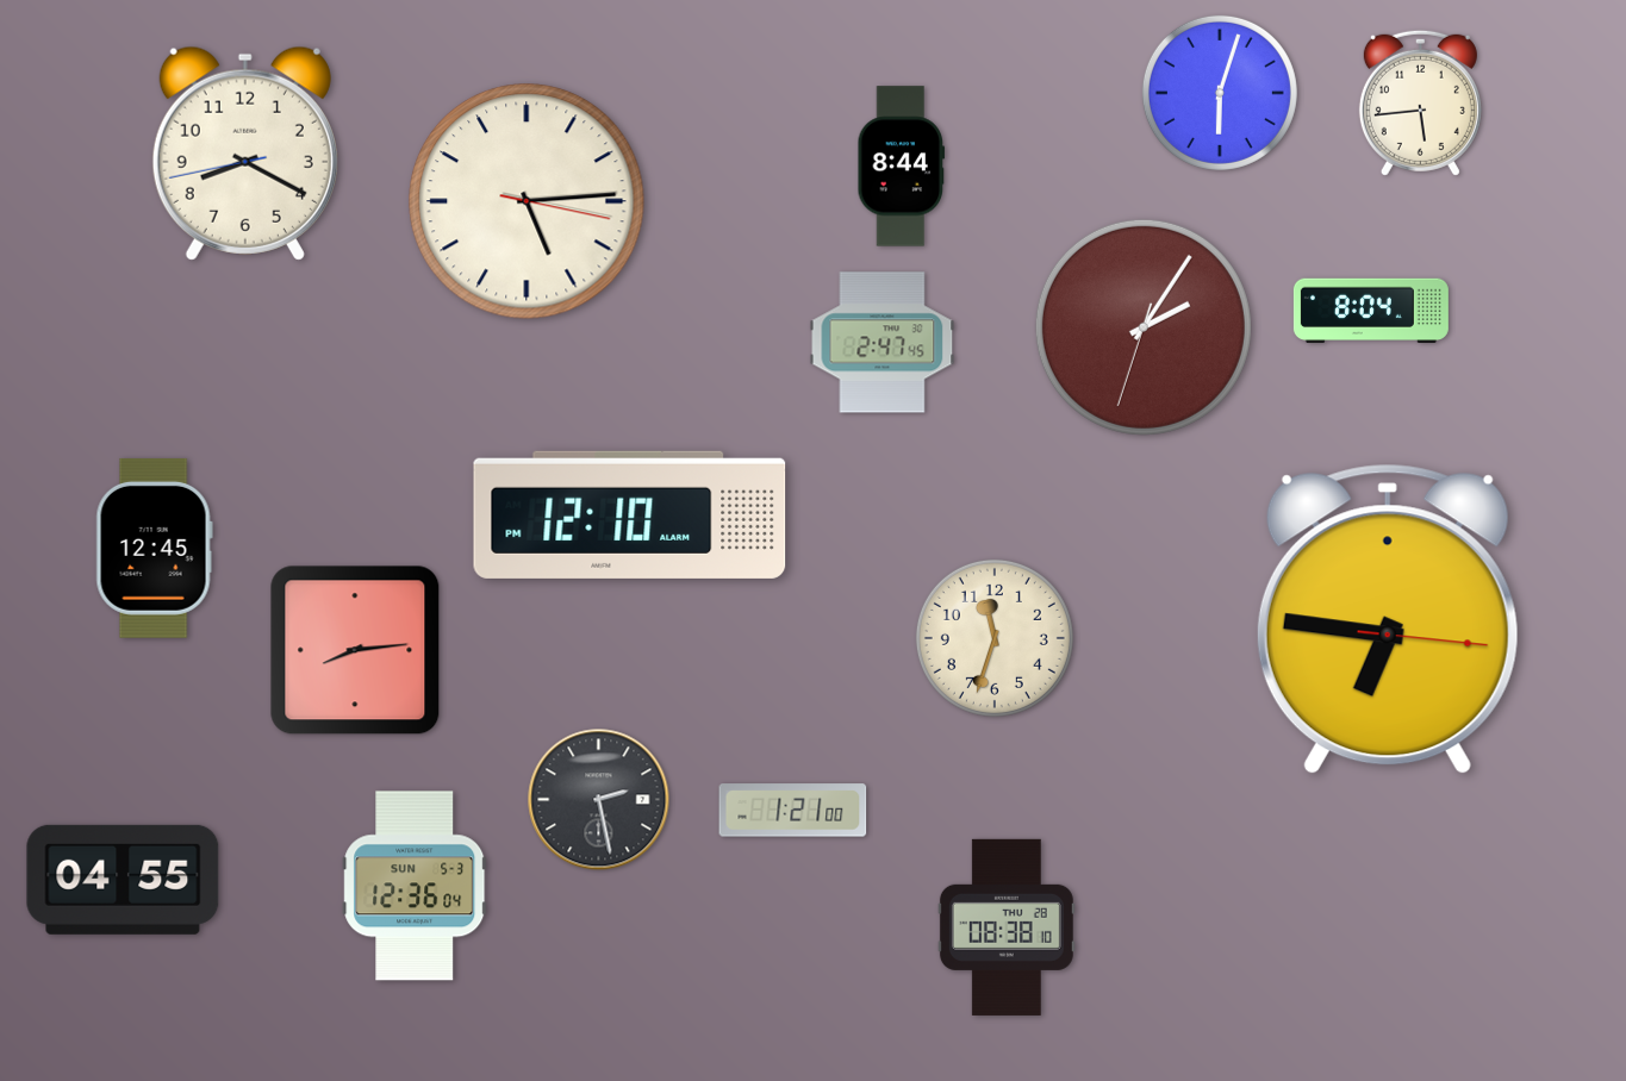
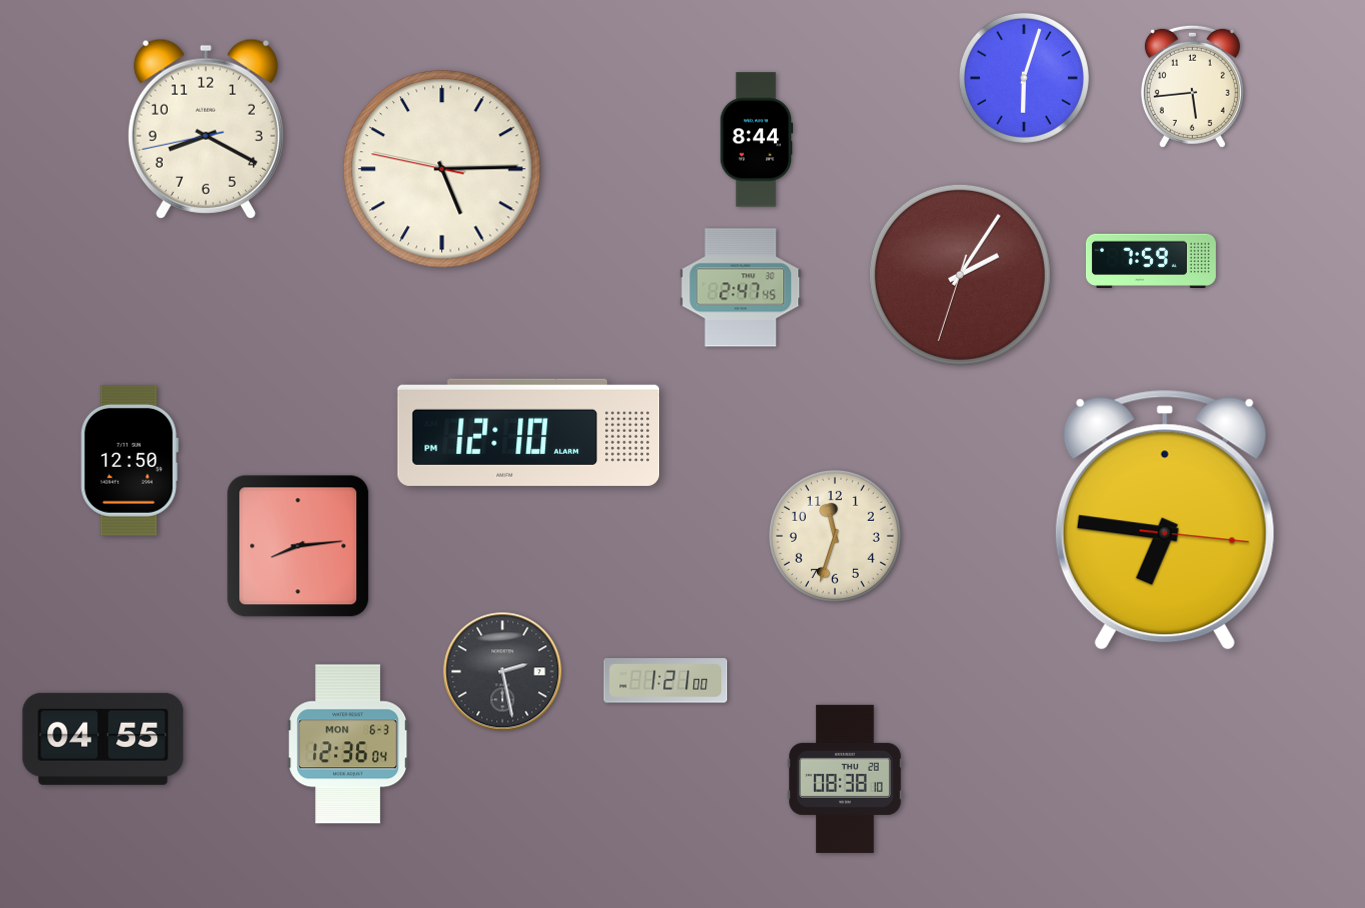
clock at (527, 201): 5:14:17 -> 5:14:47
clock at (1371, 310): 8:04 -> 7:59
clock at (154, 548): 12:45 -> 12:50
clock at (415, 886) date: SUN 5-3 -> MON 6-3
